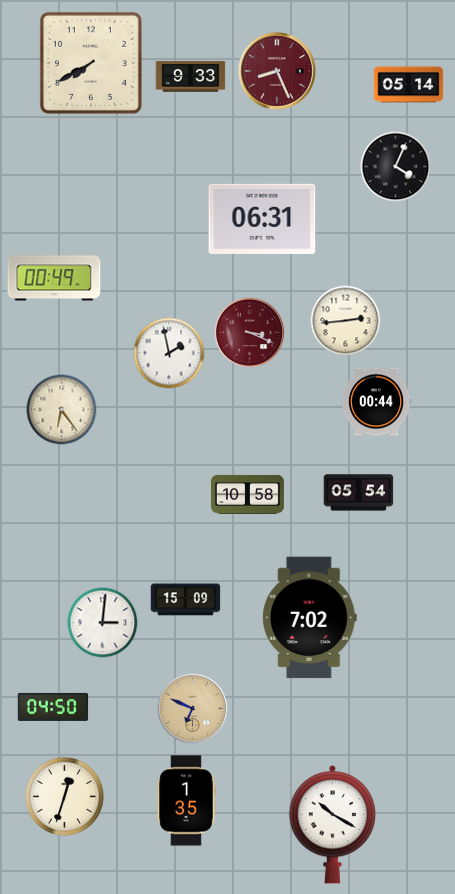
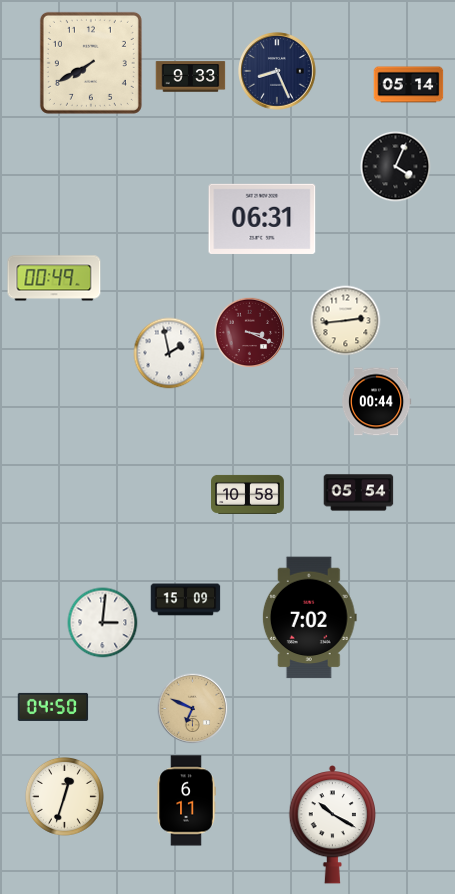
clock at (277, 71) dial: burgundy -> navy
clock at (62, 410): 6:24 -> none
clock at (186, 801): 1:35 -> 6:11
